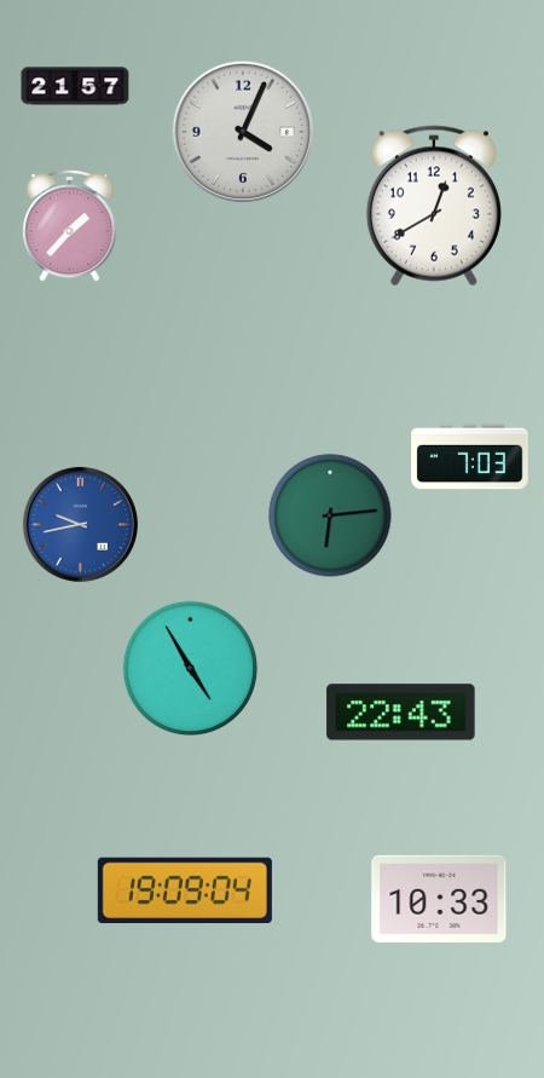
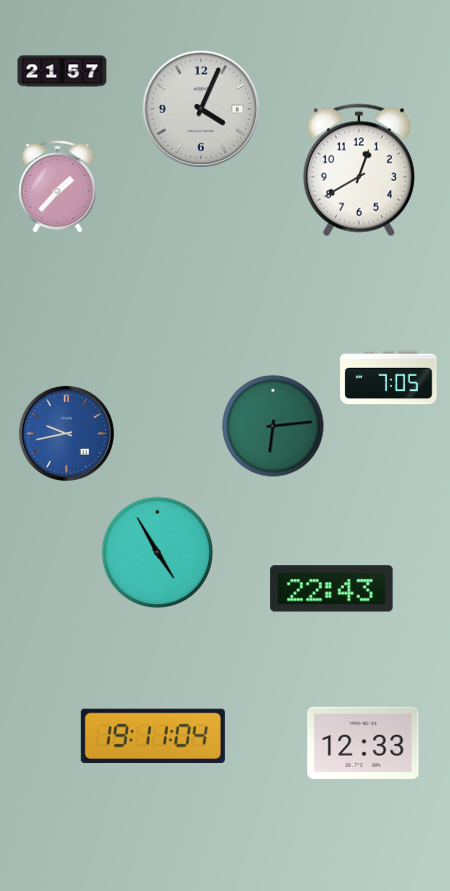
clock at (470, 457): 7:03 -> 7:05
clock at (185, 889): 19:09 -> 19:11
clock at (439, 899): 10:33 -> 12:33
